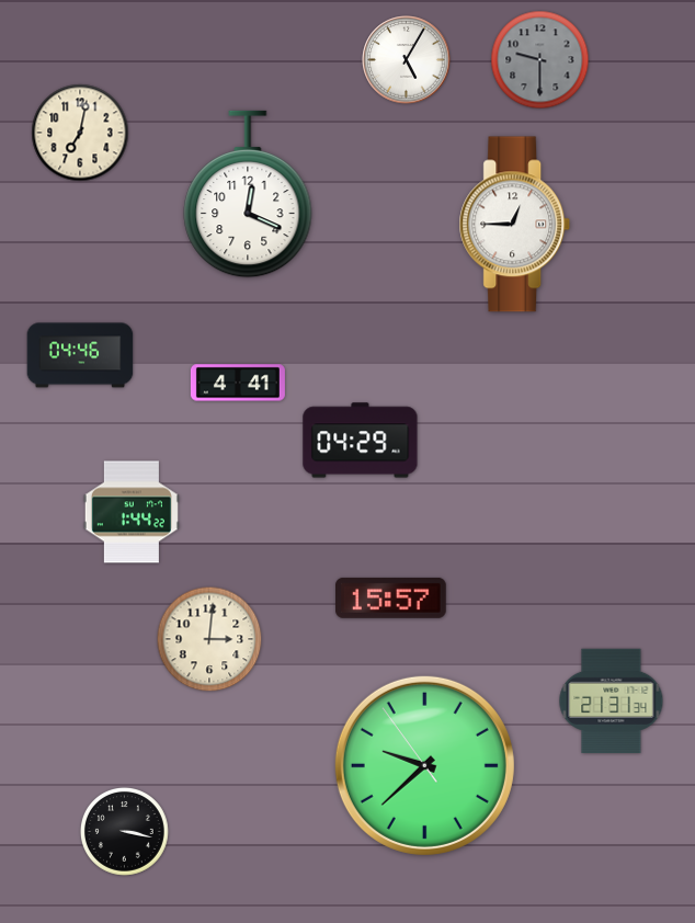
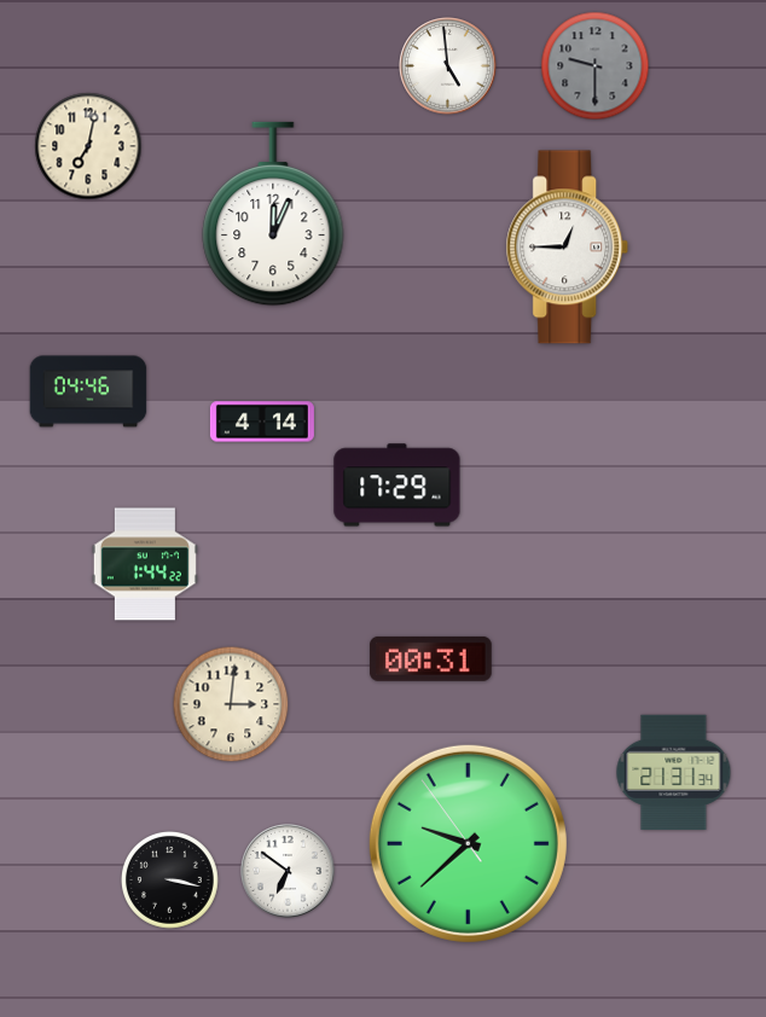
clock at (407, 60): 5:05 -> 4:59
clock at (248, 194): 12:19 -> 12:04
clock at (238, 383): 4:41 -> 4:14
clock at (361, 441): 04:29 -> 17:29
clock at (391, 597): 15:57 -> 00:31
clock at (289, 872): none -> 6:51
clock at (124, 831) position: (124, 831) -> (169, 879)
